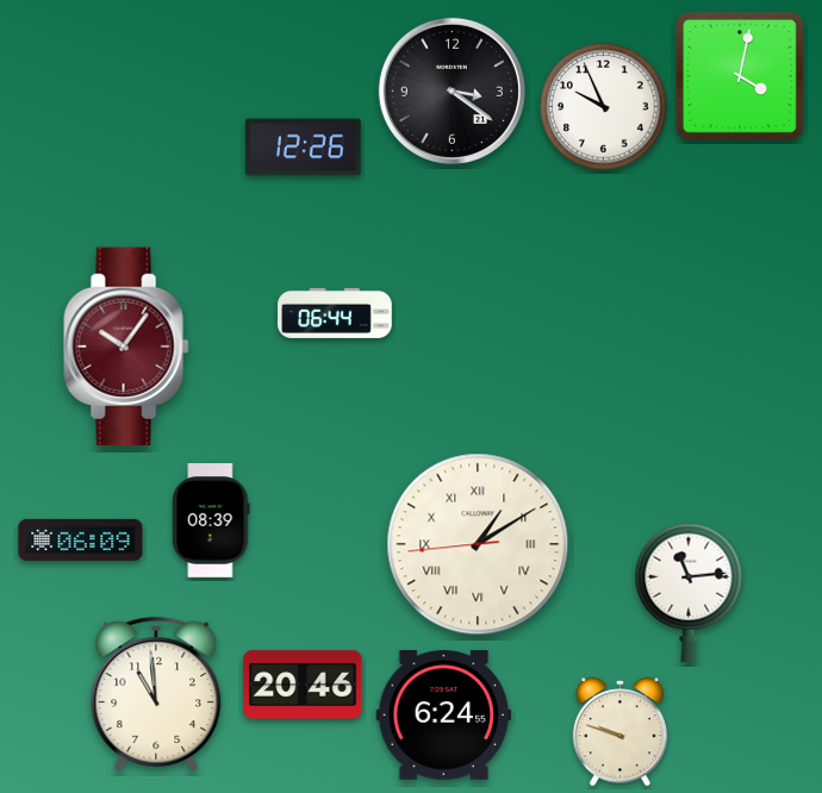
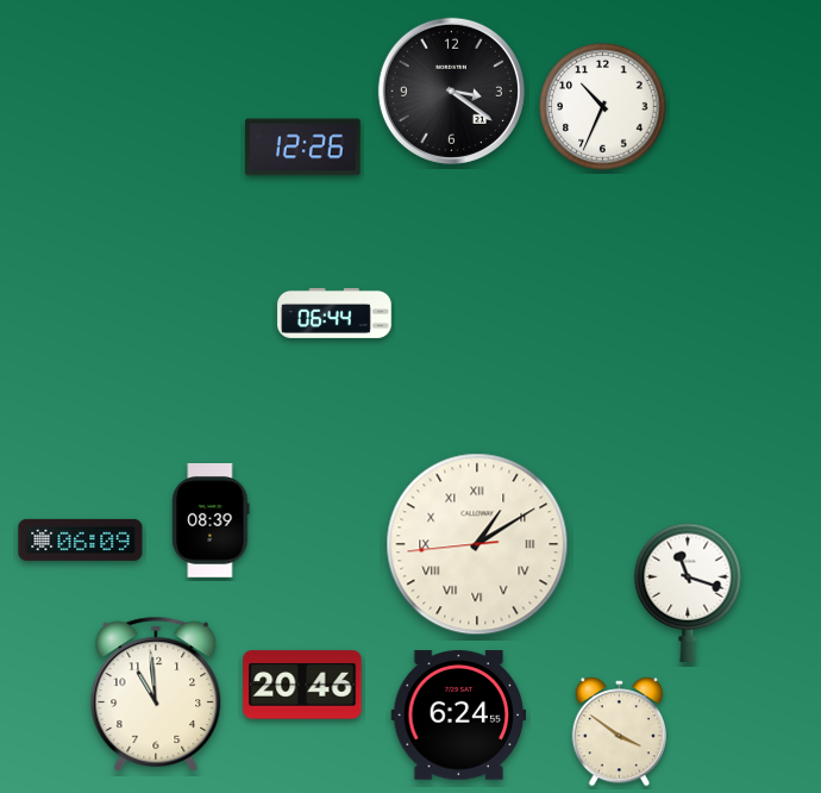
clock at (740, 76): 4:02 -> none
clock at (604, 107): 9:56 -> 10:34
clock at (126, 346): 10:06 -> none
clock at (689, 592): 11:14 -> 11:18
clock at (444, 716) position: (444, 716) -> (459, 716)
clock at (619, 732): 9:48 -> 3:51
